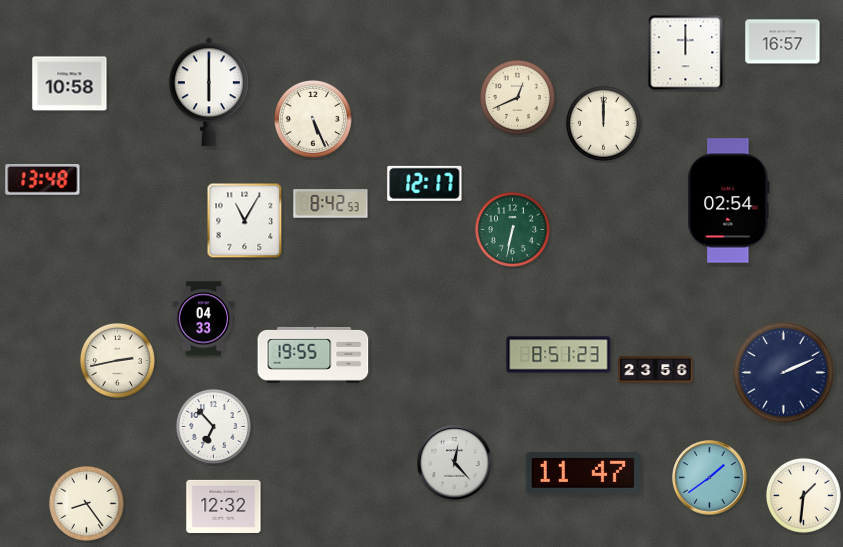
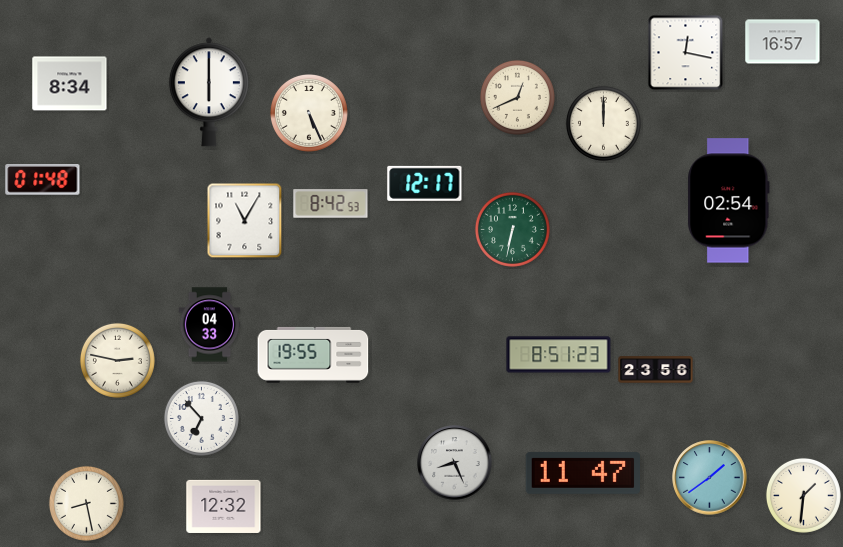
clock at (686, 53): 12:00 -> 12:17
clock at (70, 84): 10:58 -> 8:34
clock at (313, 119) position: (313, 119) -> (309, 113)
clock at (43, 180): 13:48 -> 01:48
clock at (204, 319) position: (204, 319) -> (210, 325)
clock at (117, 360): 2:43 -> 2:47
clock at (784, 373): 2:11 -> none
clock at (213, 426) position: (213, 426) -> (201, 418)
clock at (455, 463): 12:23 -> 8:26
clock at (86, 503): 8:24 -> 8:28
